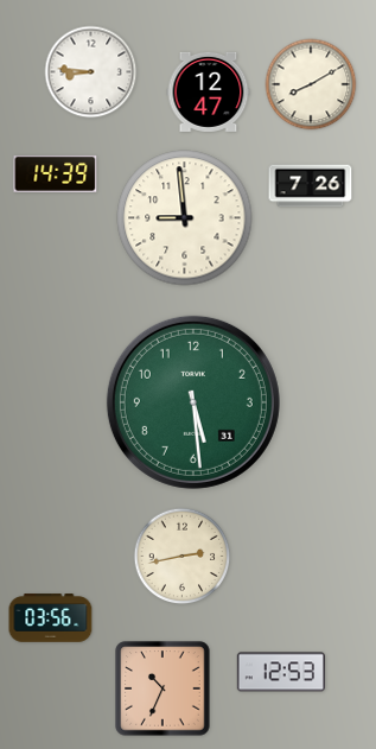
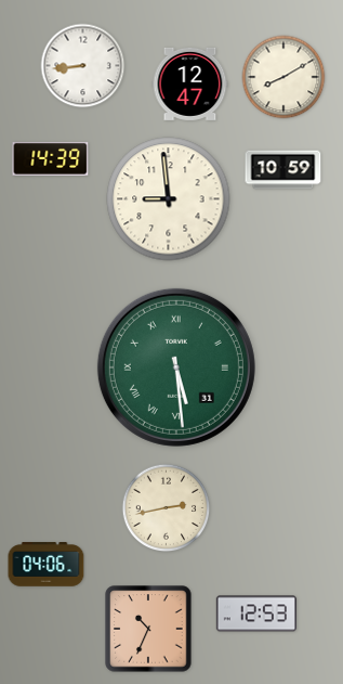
clock at (91, 72): 8:46 -> 8:44
clock at (311, 186): 7:26 -> 10:59
clock at (193, 402) numerals: Arabic -> Roman
clock at (51, 618): 03:56 -> 04:06
